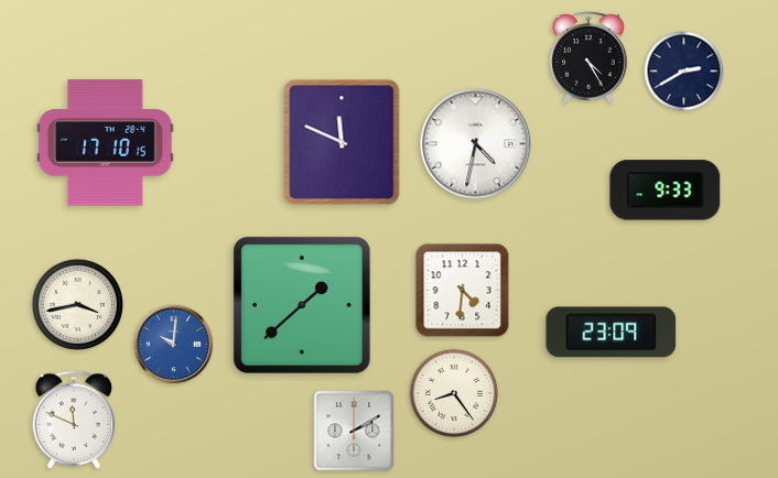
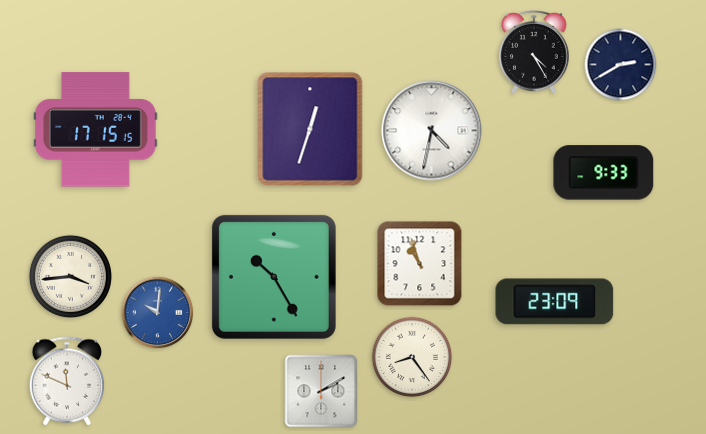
clock at (342, 142): 11:49 -> 12:33
clock at (105, 143): 17:10 -> 17:15
clock at (463, 291): 4:31 -> 10:57
clock at (77, 304): 3:43 -> 3:44
clock at (302, 305): 1:38 -> 10:25
